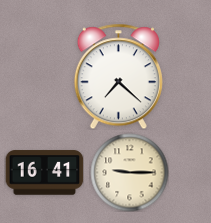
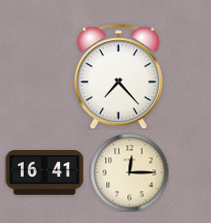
clock at (118, 76): 7:22 -> 7:23
clock at (129, 172): 9:15 -> 12:15
